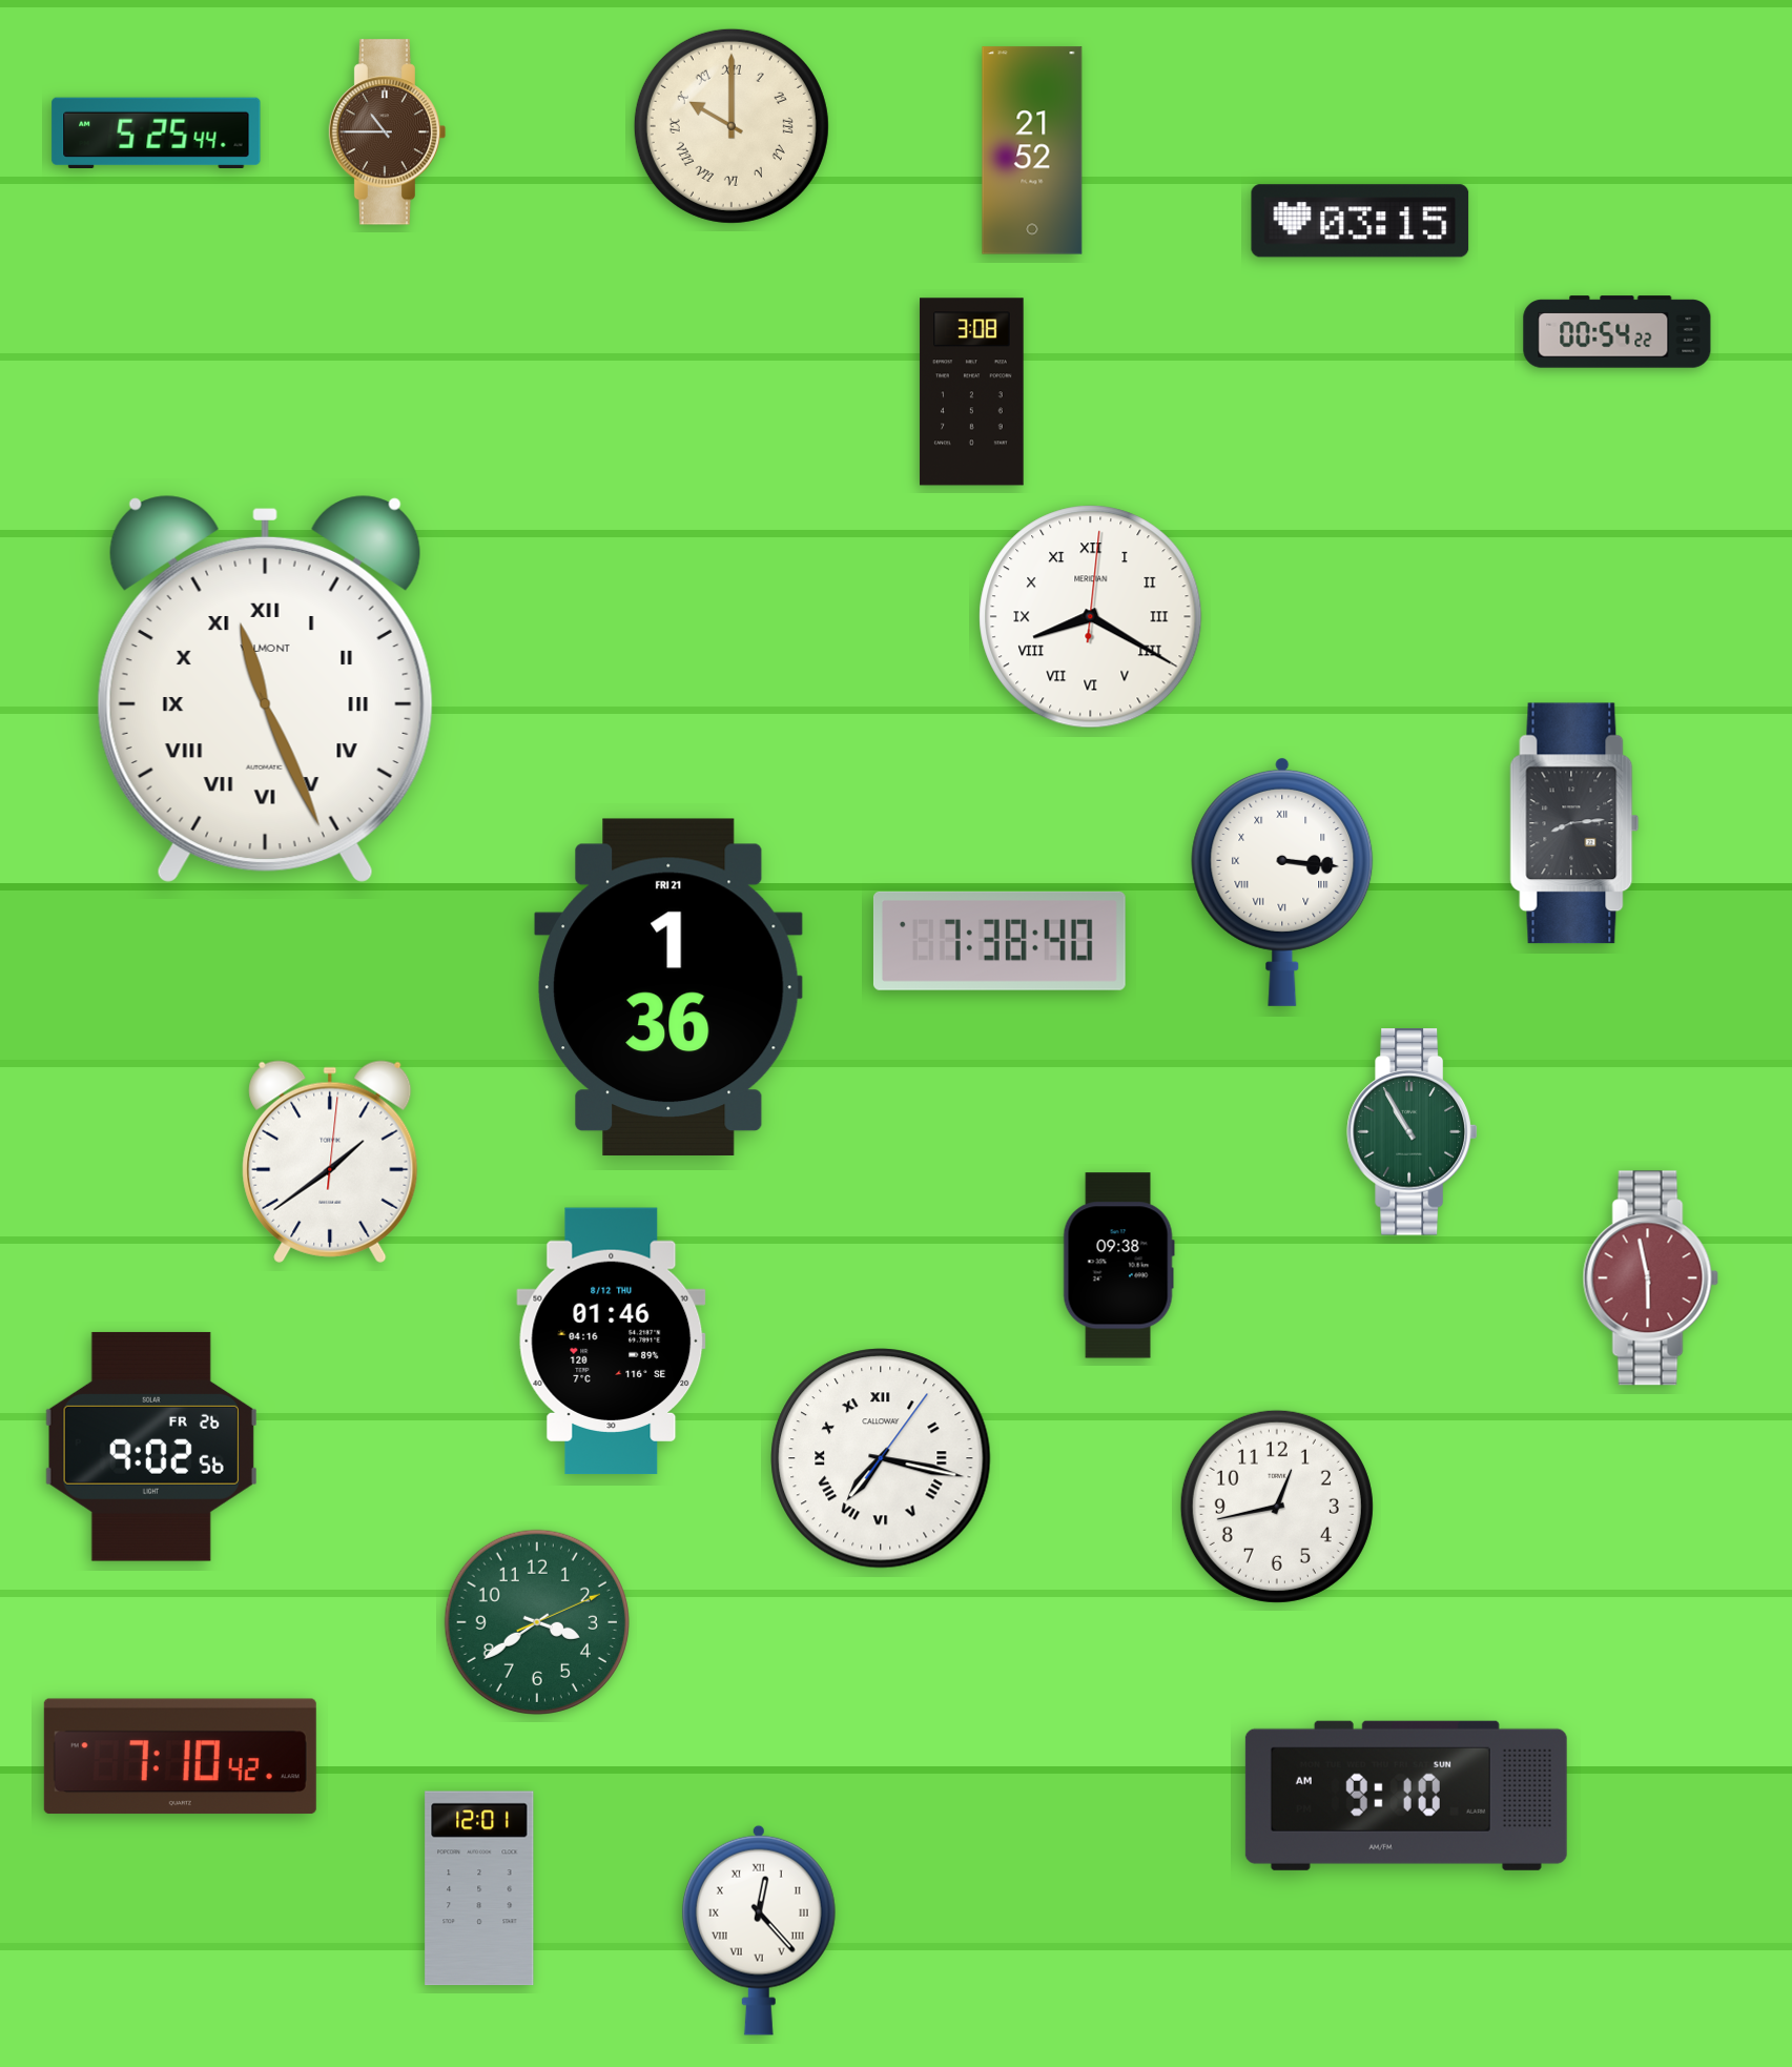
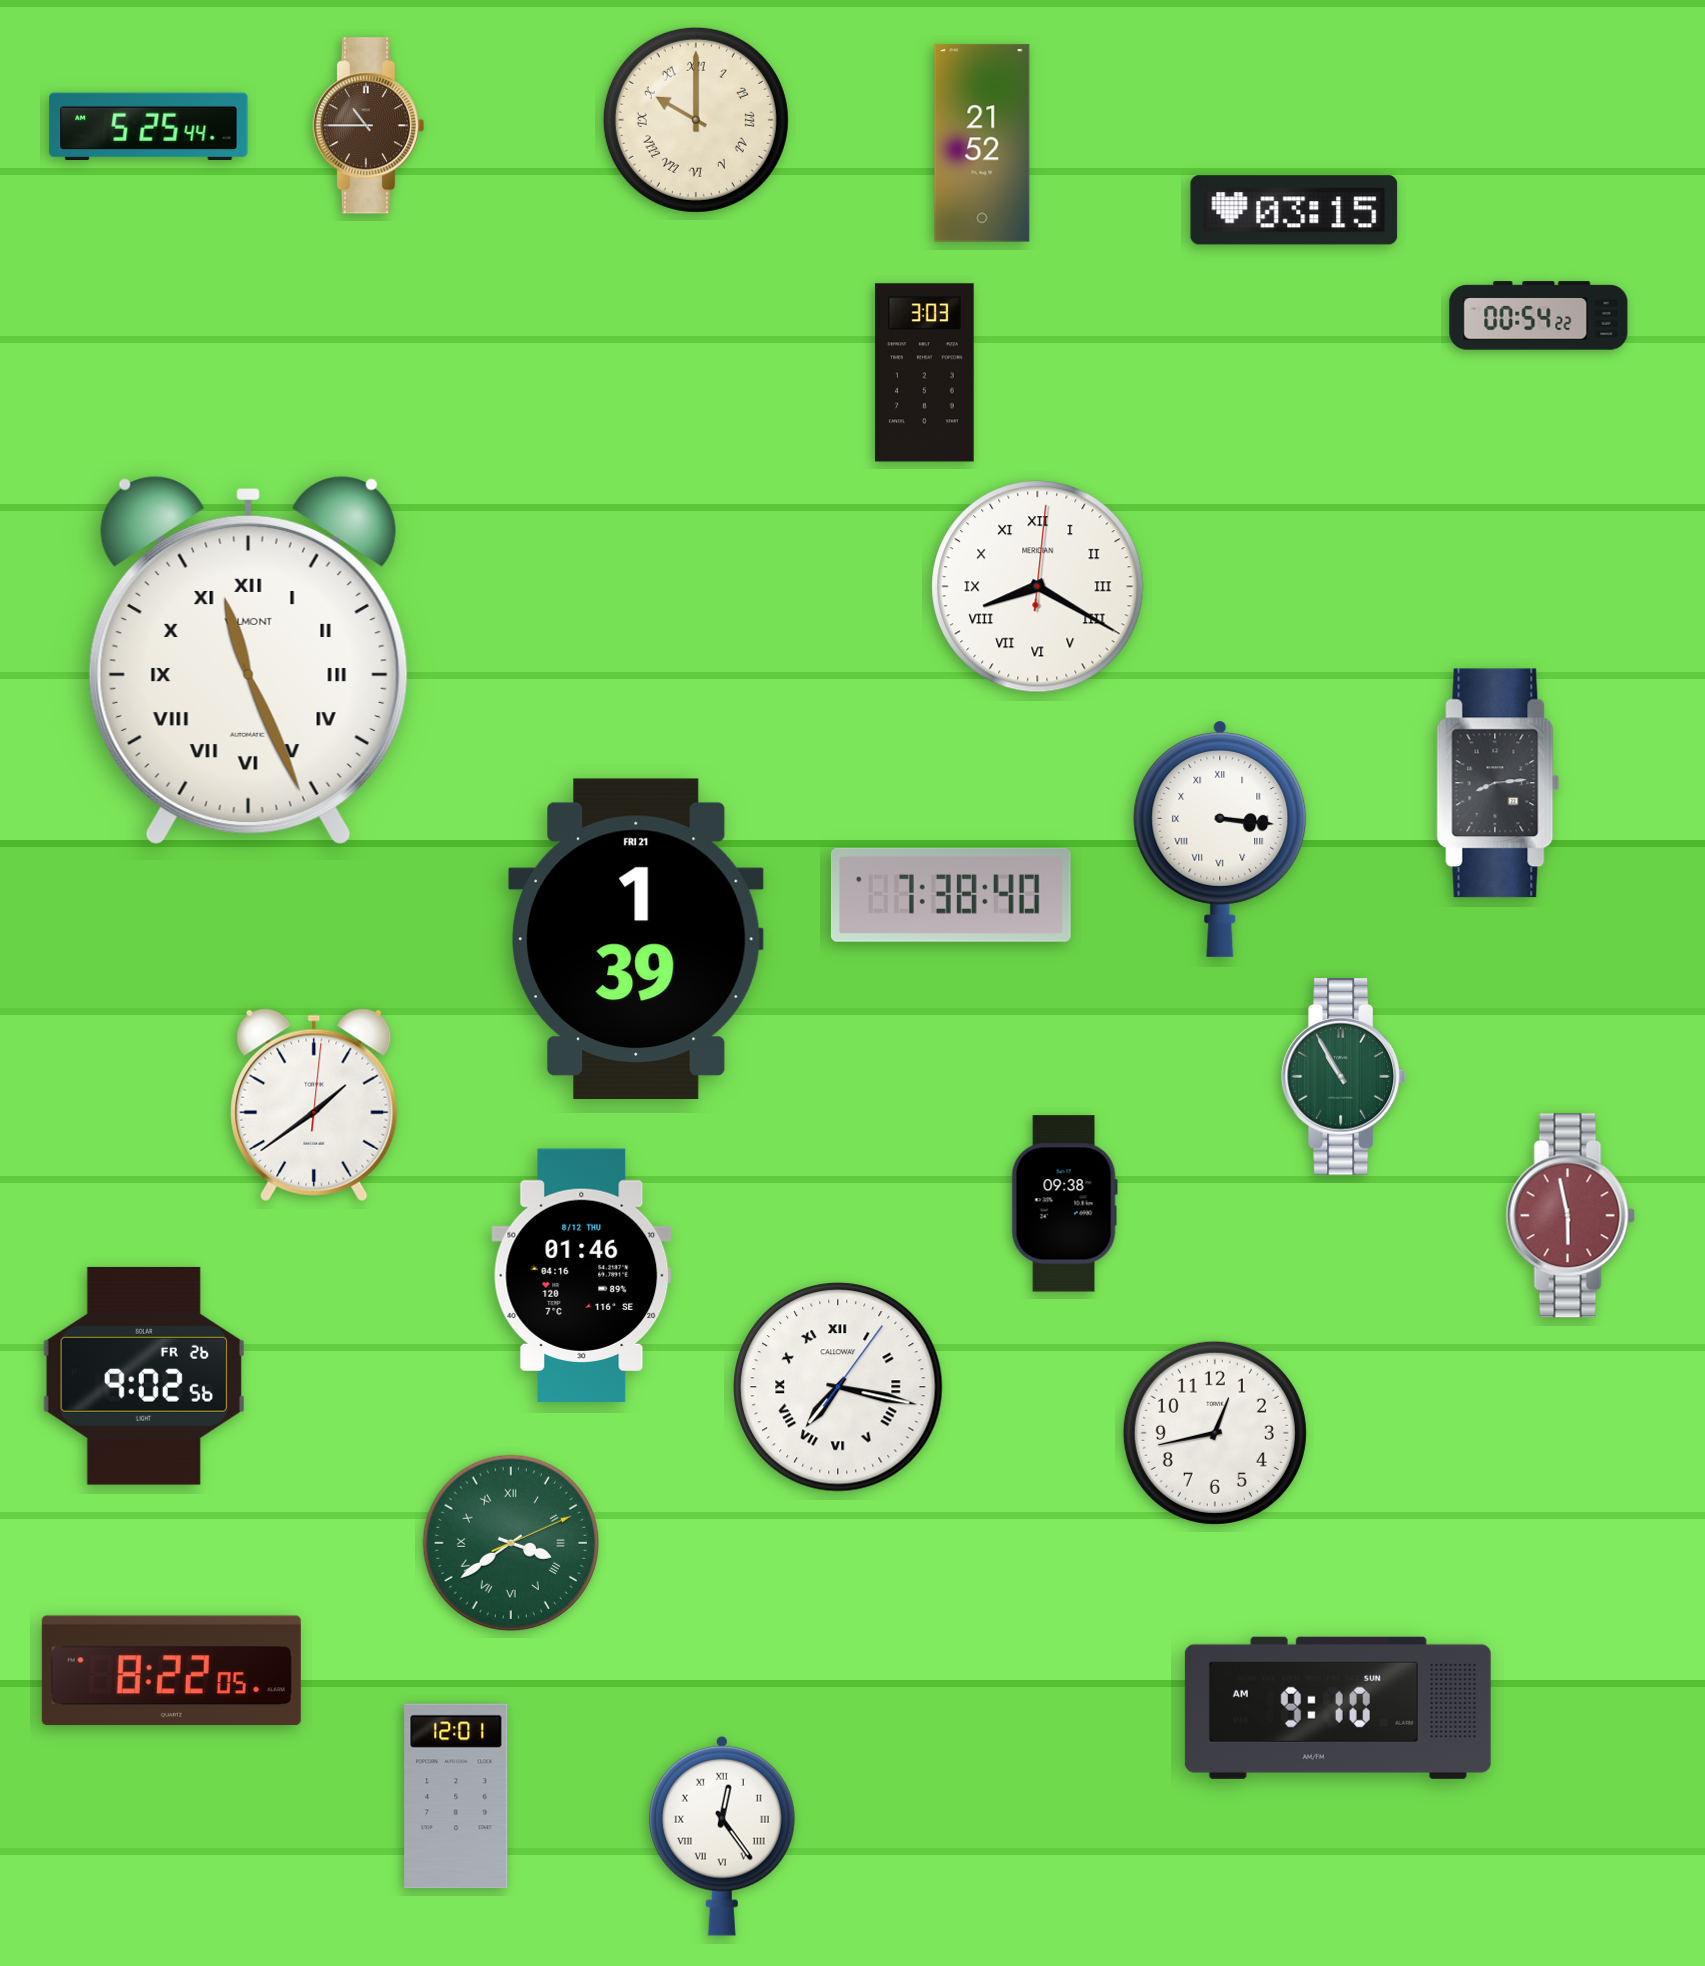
clock at (972, 392): 3:08 -> 3:03
clock at (265, 689) position: (265, 689) -> (248, 660)
clock at (668, 987): 1:36 -> 1:39
clock at (537, 1622) numerals: Arabic -> Roman
clock at (180, 1757): 7:10 -> 8:22
clock at (759, 1930): 12:23 -> 12:24
